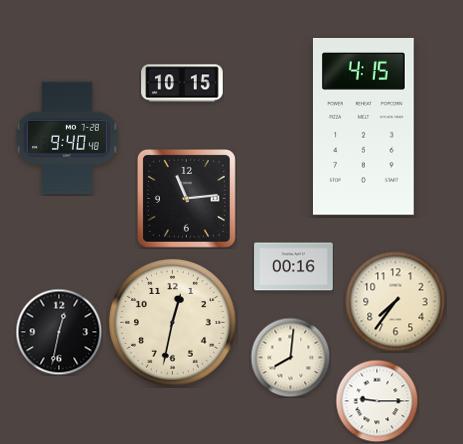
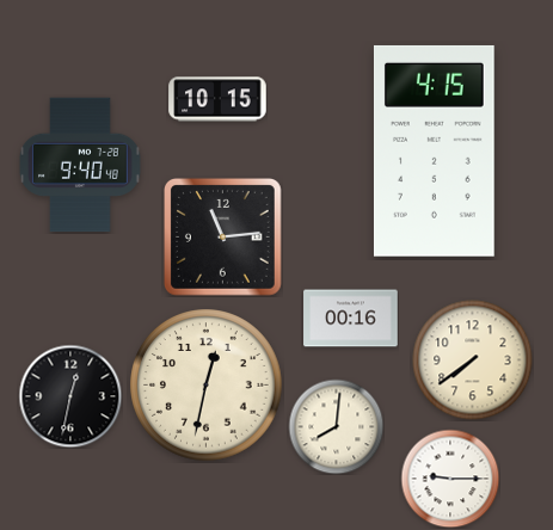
clock at (396, 302): 7:36 -> 7:39
clock at (290, 357) position: (290, 357) -> (336, 426)
